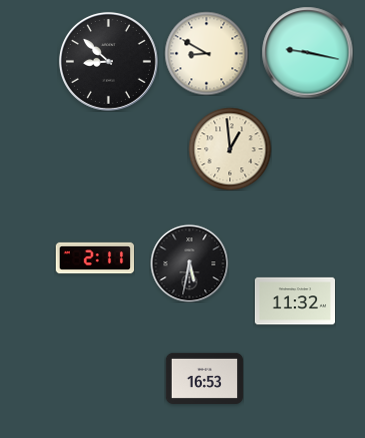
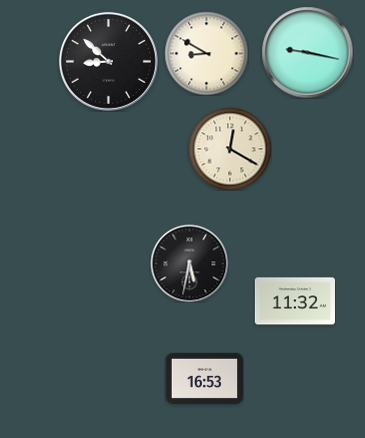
clock at (230, 149): 12:59 -> 12:20
clock at (95, 258): 2:11 -> none
